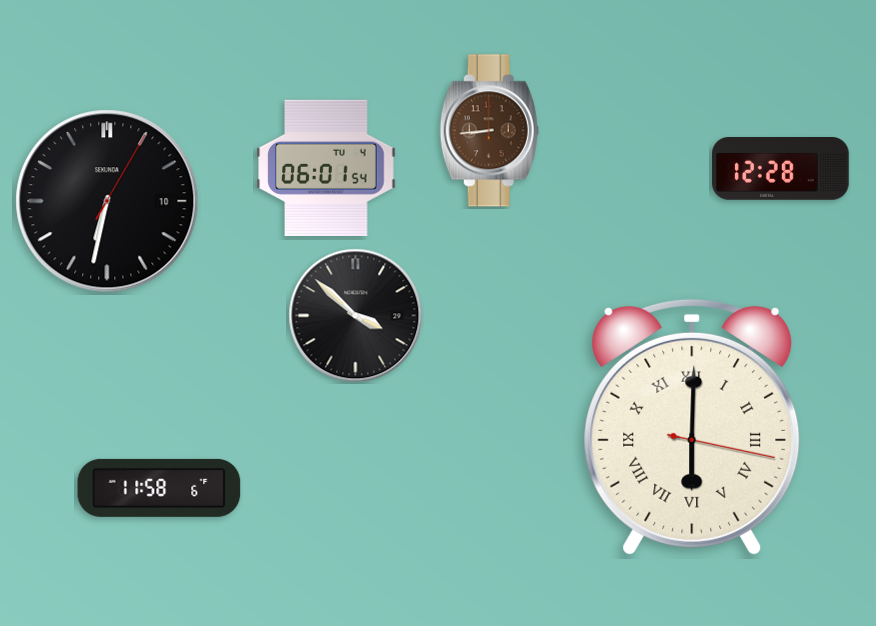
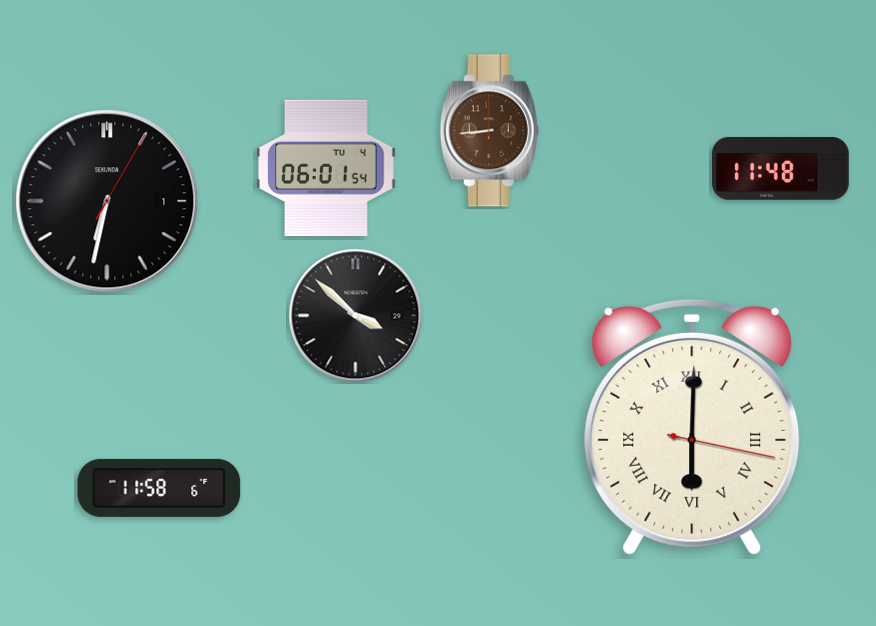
clock at (781, 169): 12:28 -> 11:48
clock at (107, 201) date: 10 -> 1
